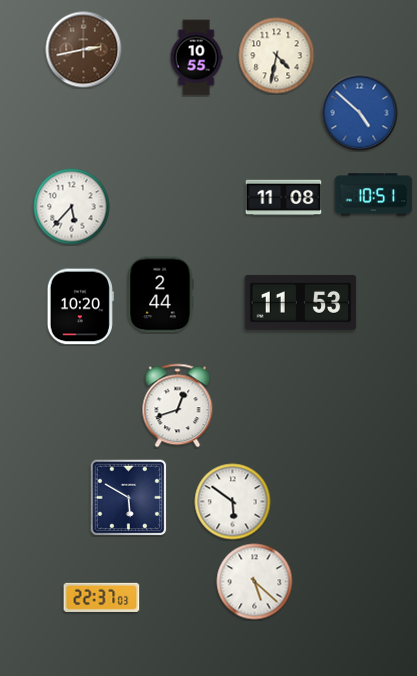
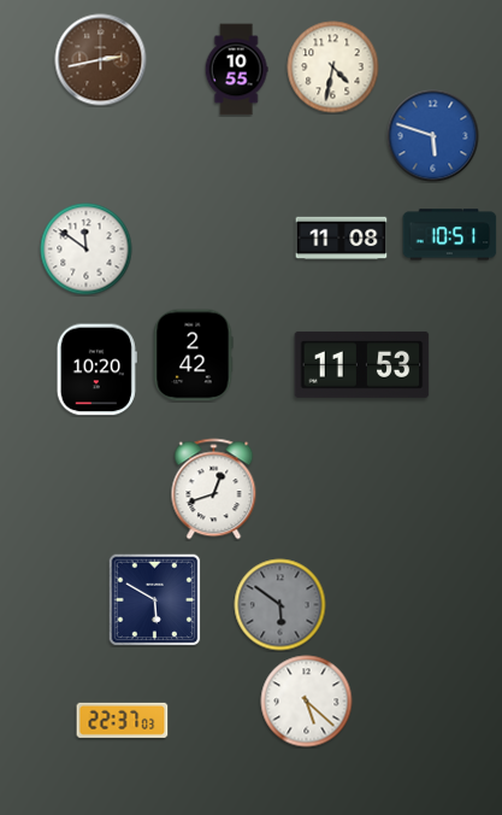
clock at (360, 113): 4:52 -> 5:48
clock at (72, 207): 5:37 -> 11:51
clock at (160, 295): 2:44 -> 2:42
clock at (233, 502) dial: white -> grey
